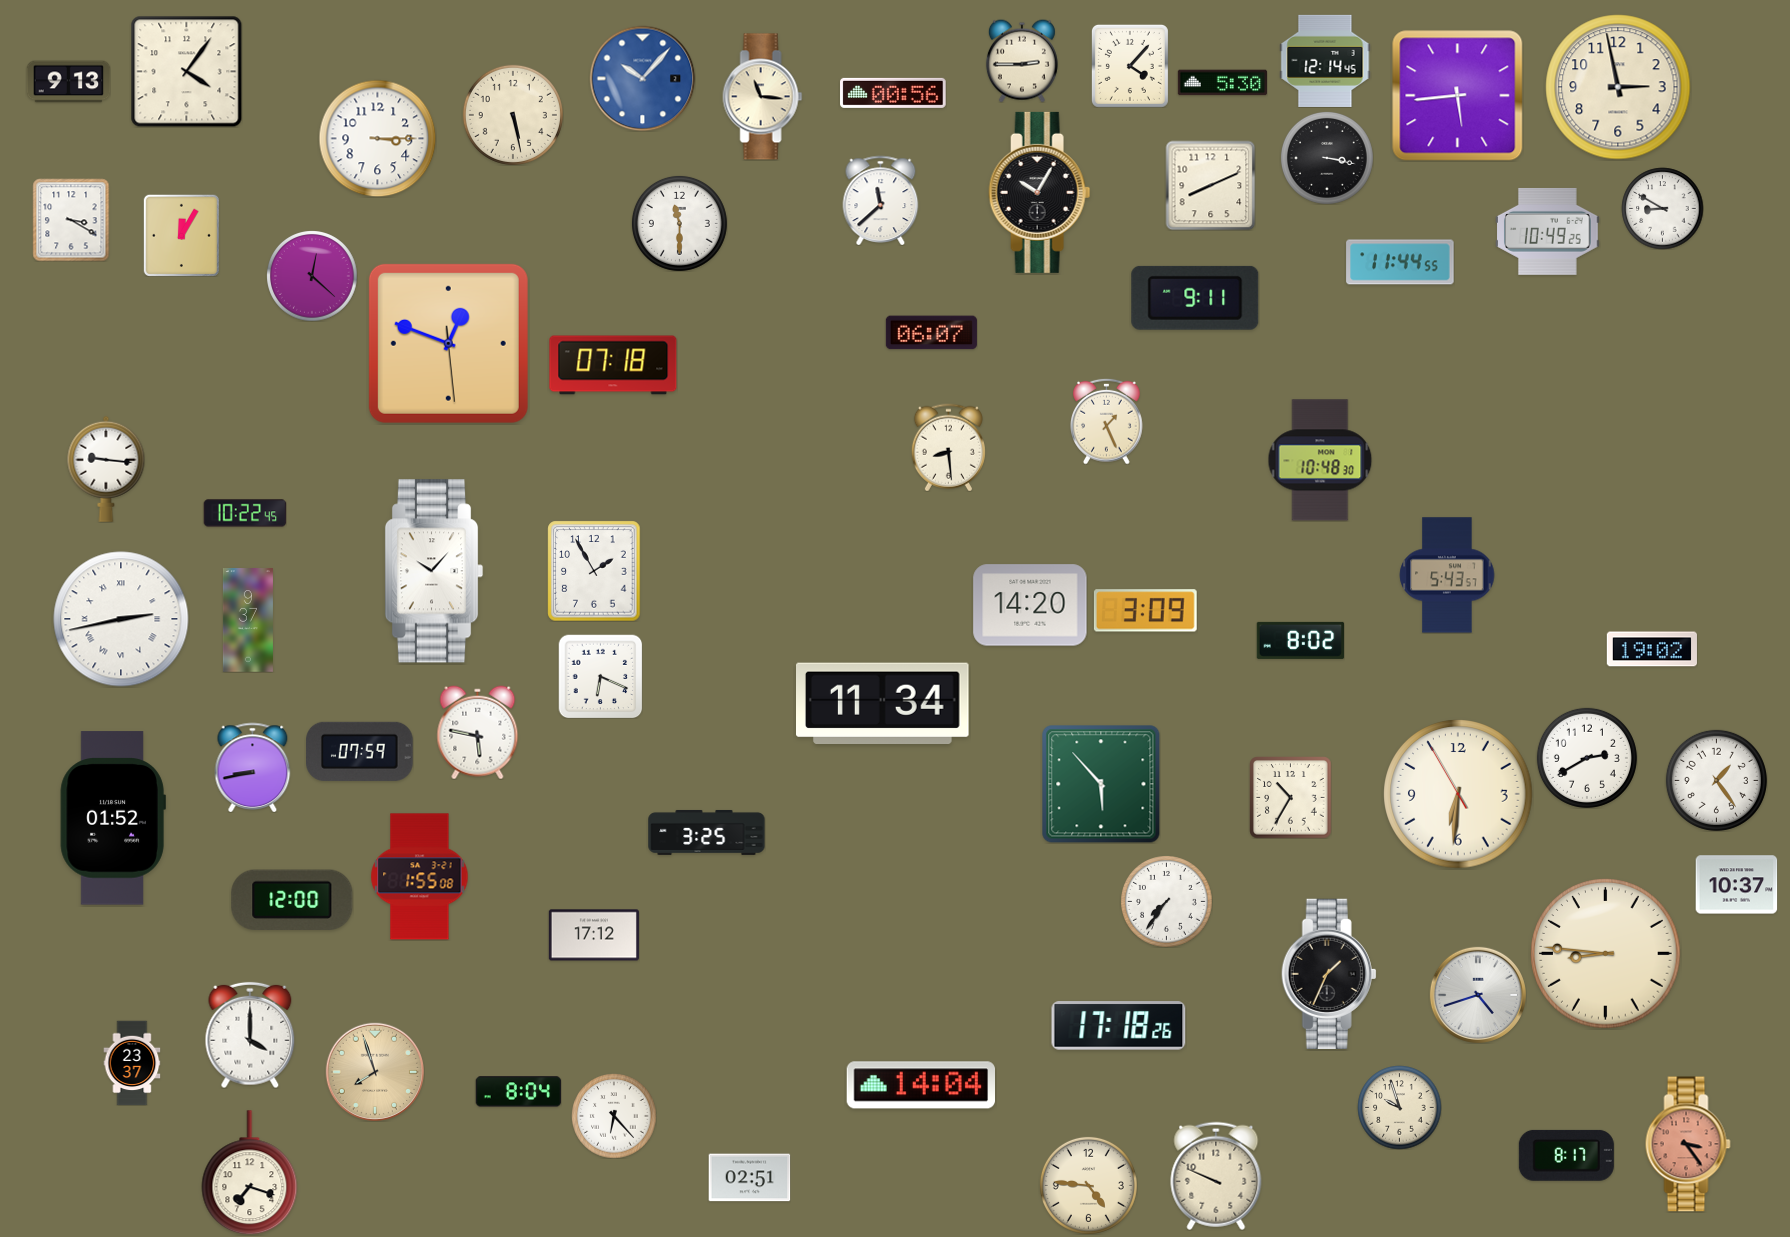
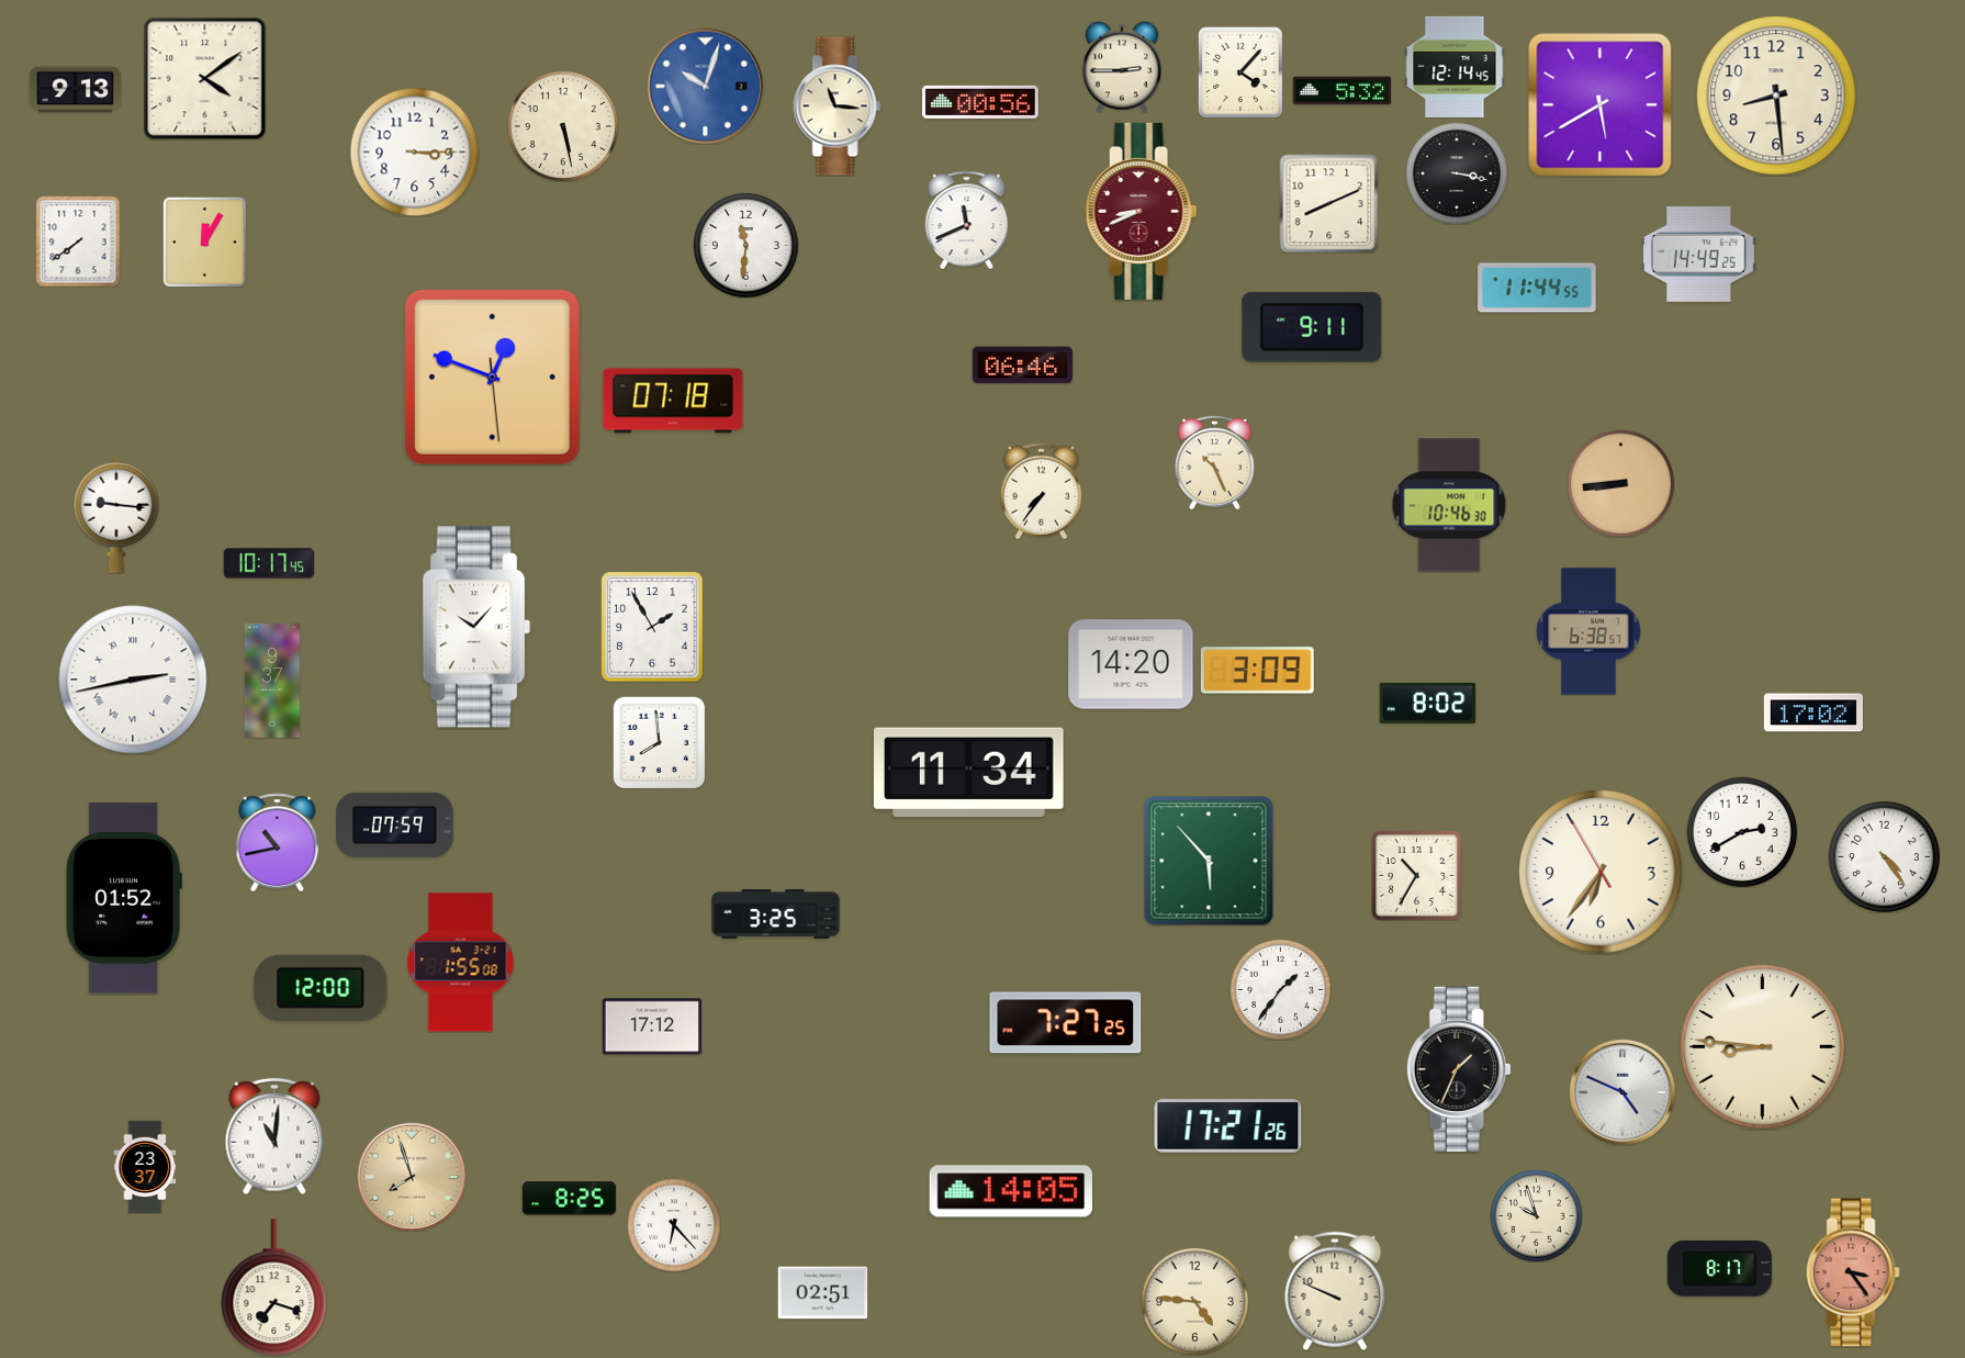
clock at (186, 71): 4:06 -> 4:09
clock at (642, 78): 10:07 -> 10:03
clock at (1222, 83): 5:30 -> 5:32
clock at (1618, 87): 2:58 -> 8:29
clock at (1458, 96): 5:44 -> 5:40
clock at (1040, 192): 10:05 -> 8:41
clock at (1040, 192) dial: black -> burgundy
clock at (881, 200): 11:38 -> 11:41
clock at (1662, 208): 8:50 -> none
clock at (71, 220): 3:20 -> 7:39
clock at (679, 223): 11:30 -> 11:31
clock at (1548, 231): 10:49 -> 14:49
clock at (181, 235) position: (181, 235) -> (204, 242)
clock at (312, 276): 12:22 -> none
clock at (931, 333): 06:07 -> 06:46
clock at (1107, 421): 1:26 -> 10:26
clock at (1620, 483): none -> 8:44
clock at (948, 447): 8:29 -> 7:36
clock at (1320, 460): 10:48 -> 10:46
clock at (245, 513): 10:22 -> 10:17
clock at (1447, 575): 5:43 -> 6:38
clock at (1652, 649): 19:02 -> 17:02
clock at (600, 676): 6:19 -> 7:59
clock at (478, 732): 5:47 -> none
clock at (253, 767): 8:43 -> 10:43
clock at (1716, 780): 1:24 -> 4:24
clock at (1458, 794): 6:30 -> 6:35
clock at (1736, 885): 10:37 -> none
clock at (1167, 902): 7:36 -> 1:36
clock at (1066, 1023): none -> 7:27
clock at (1478, 995): 4:42 -> 4:49
clock at (1119, 1026): 17:18 -> 17:21
clock at (250, 1035): 4:00 -> 11:01
clock at (920, 1085): 14:04 -> 14:05
clock at (518, 1092): 8:04 -> 8:25
clock at (1688, 1144) position: (1688, 1144) -> (1853, 1272)
